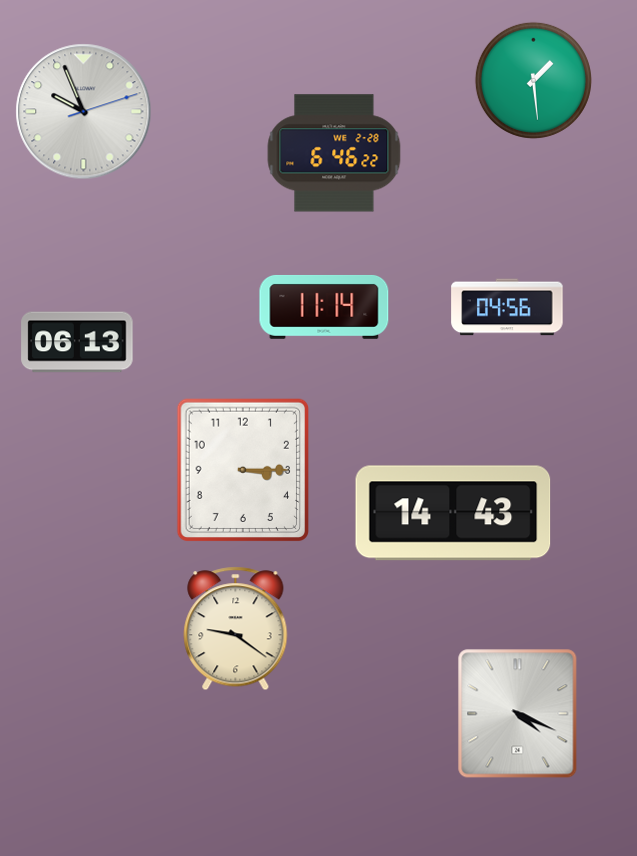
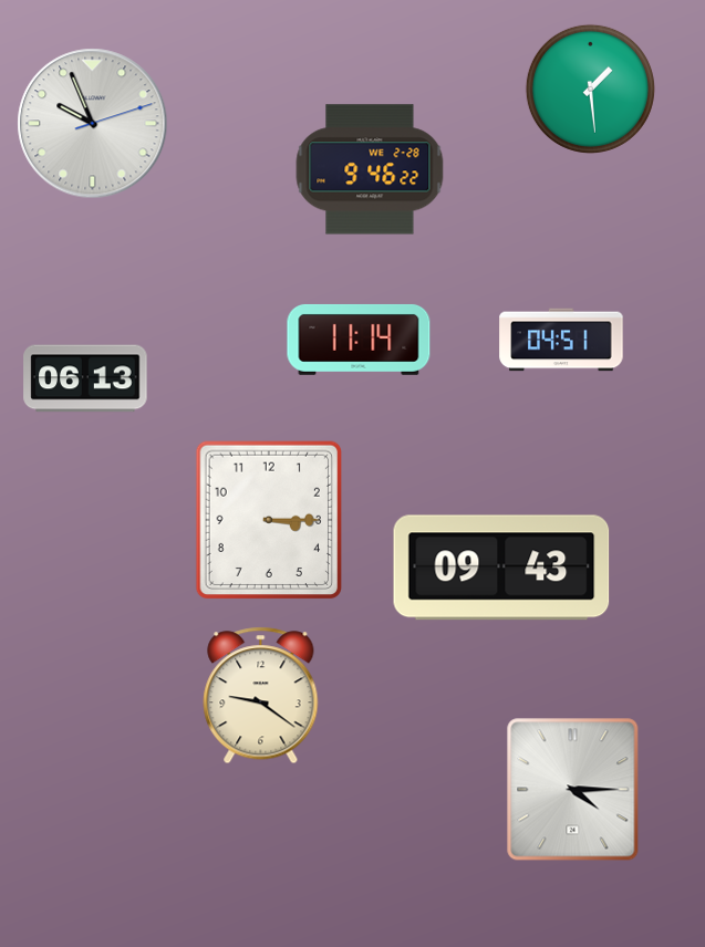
clock at (334, 153): 6:46 -> 9:46
clock at (507, 307): 04:56 -> 04:51
clock at (453, 513): 14:43 -> 09:43
clock at (518, 714): 4:19 -> 4:15
